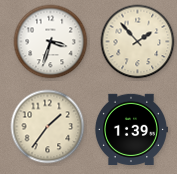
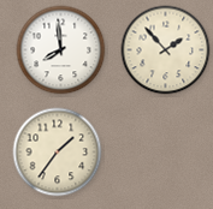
clock at (51, 42): 3:33 -> 7:59
clock at (131, 129): 1:39 -> none
